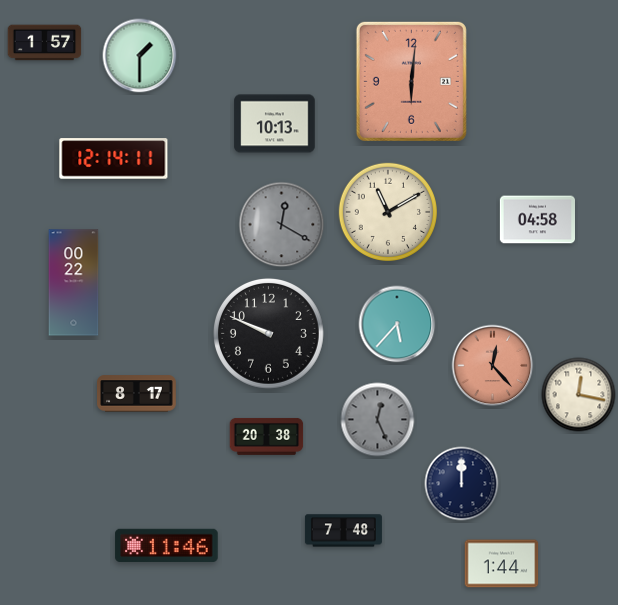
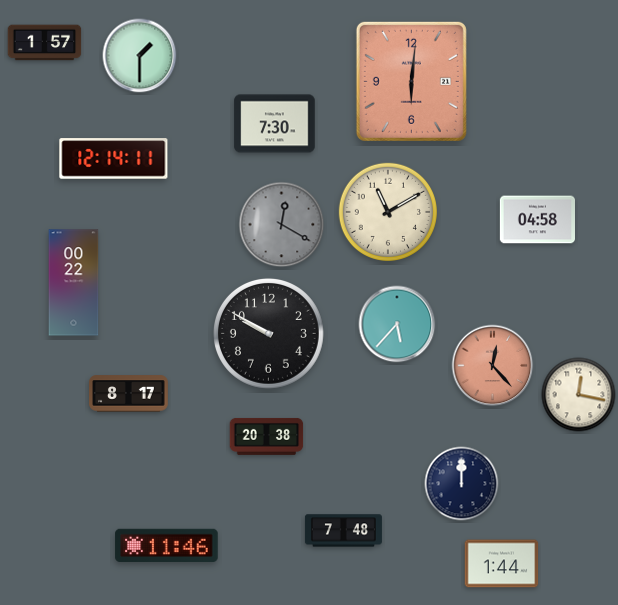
clock at (275, 124): 10:13 -> 7:30
clock at (268, 333): 9:49 -> 9:50
clock at (137, 394) position: (137, 394) -> (129, 394)
clock at (378, 420): 12:26 -> none
